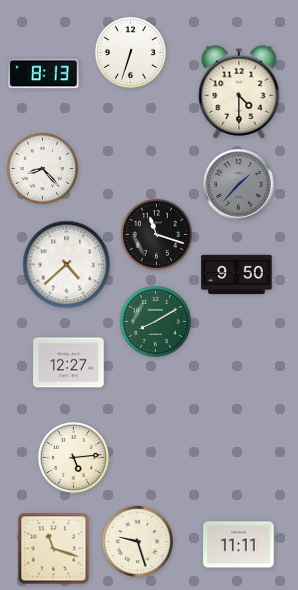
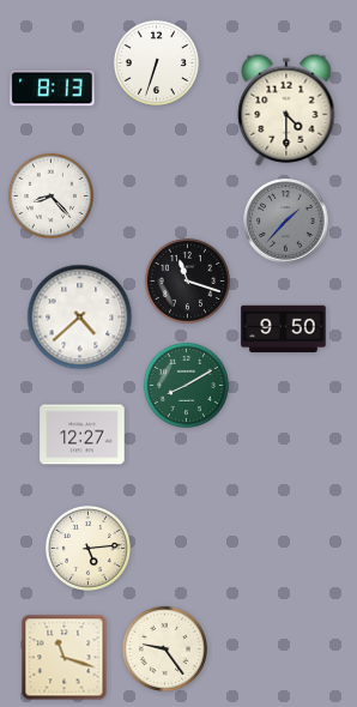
clock at (42, 168) position: (42, 168) -> (50, 195)
clock at (137, 541): 9:27 -> 9:24
clock at (239, 545): 11:11 -> none
